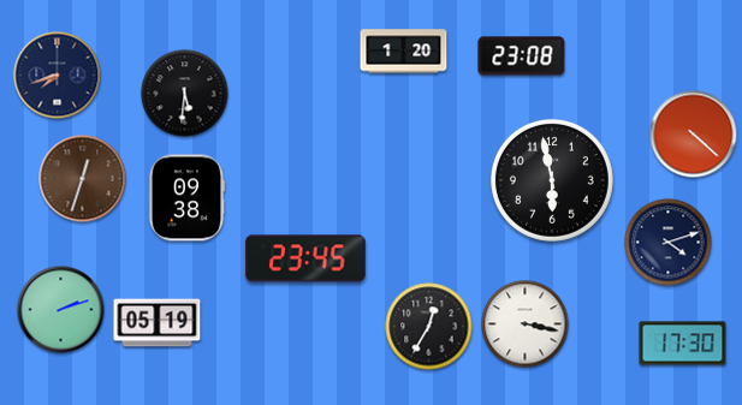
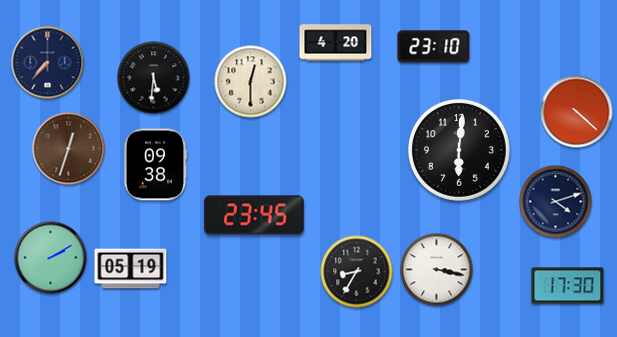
clock at (404, 52): 1:20 -> 4:20
clock at (522, 56): 23:08 -> 23:10
clock at (58, 76): 7:42 -> 7:37
clock at (251, 82): none -> 12:30
clock at (552, 180): 5:58 -> 6:01
clock at (61, 310): 2:12 -> 2:10
clock at (429, 327): 12:35 -> 8:35
